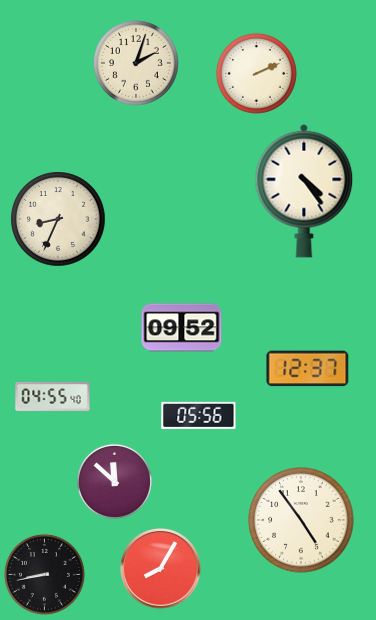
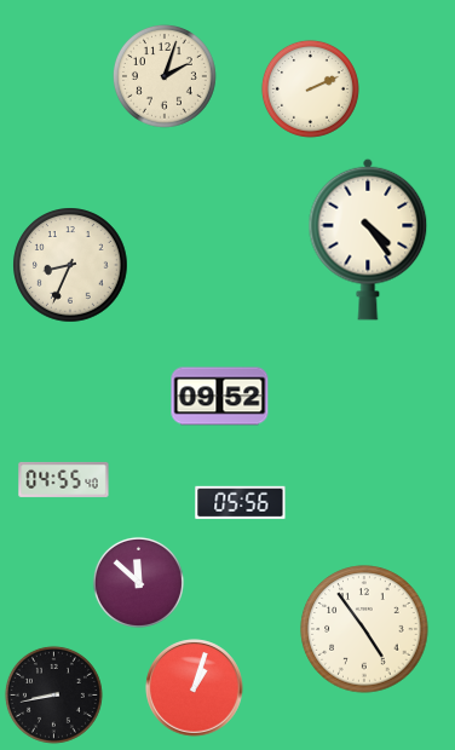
clock at (304, 191) position: (304, 191) -> (368, 240)
clock at (308, 369): 12:37 -> none
clock at (161, 569): 8:05 -> 1:03
